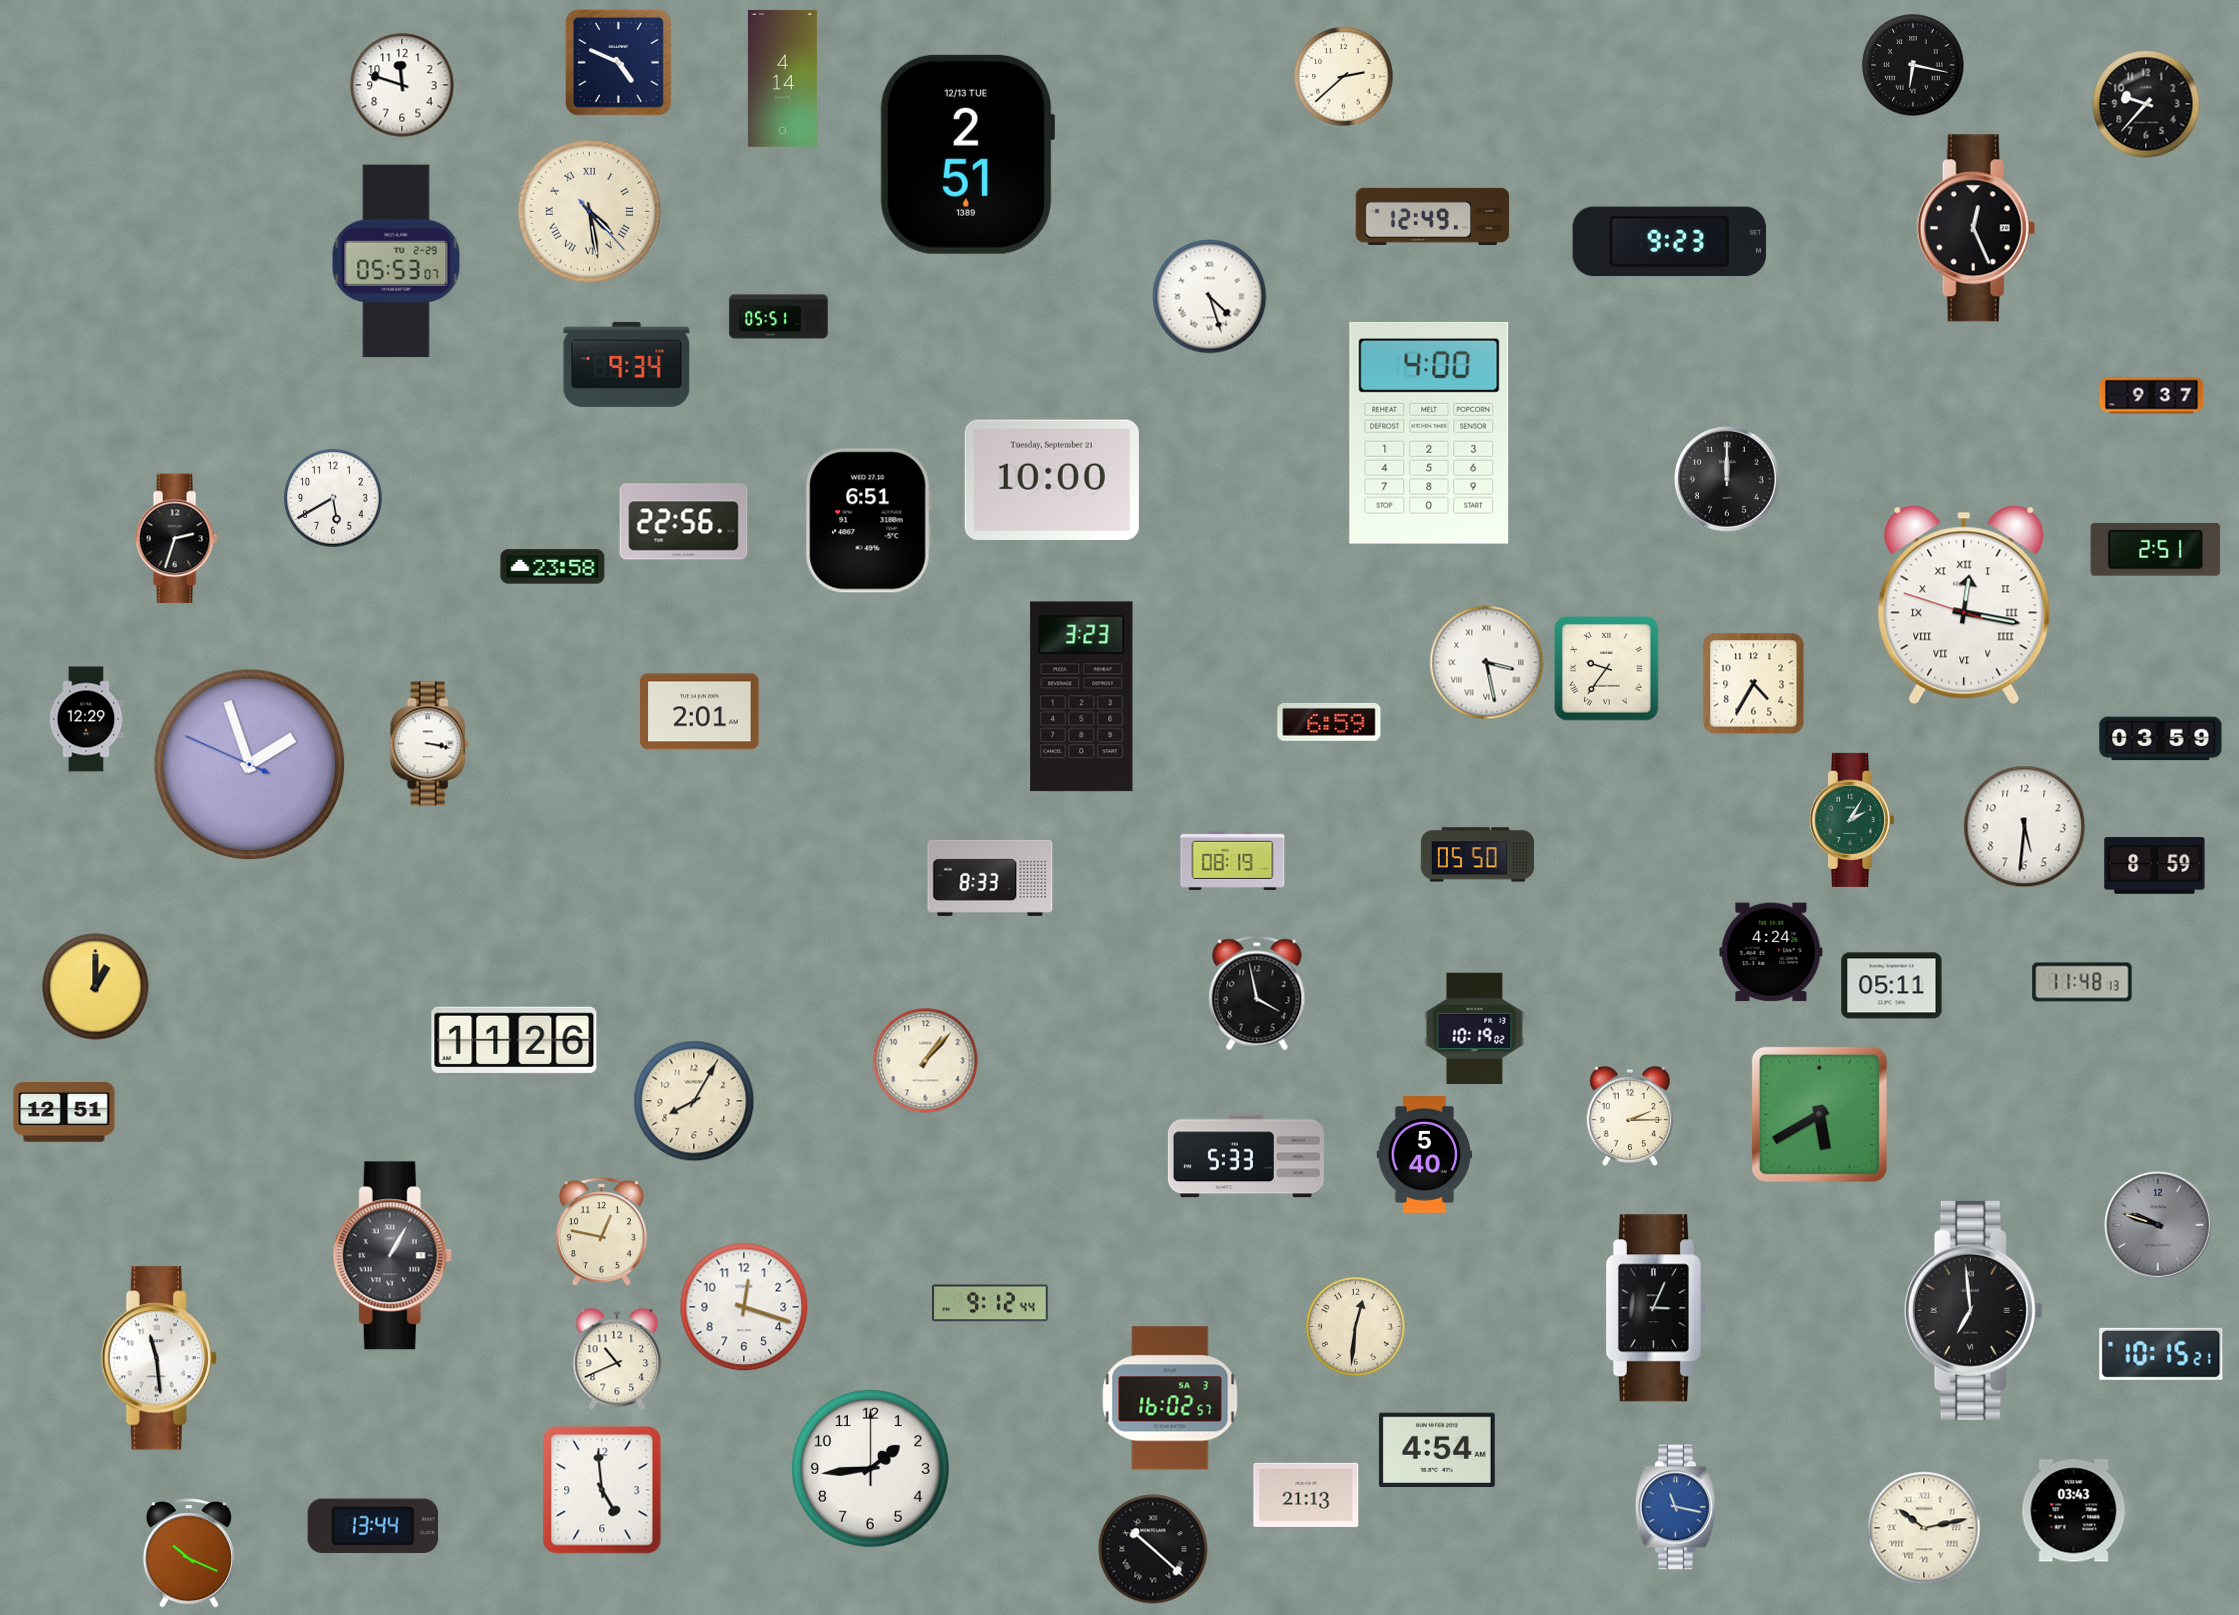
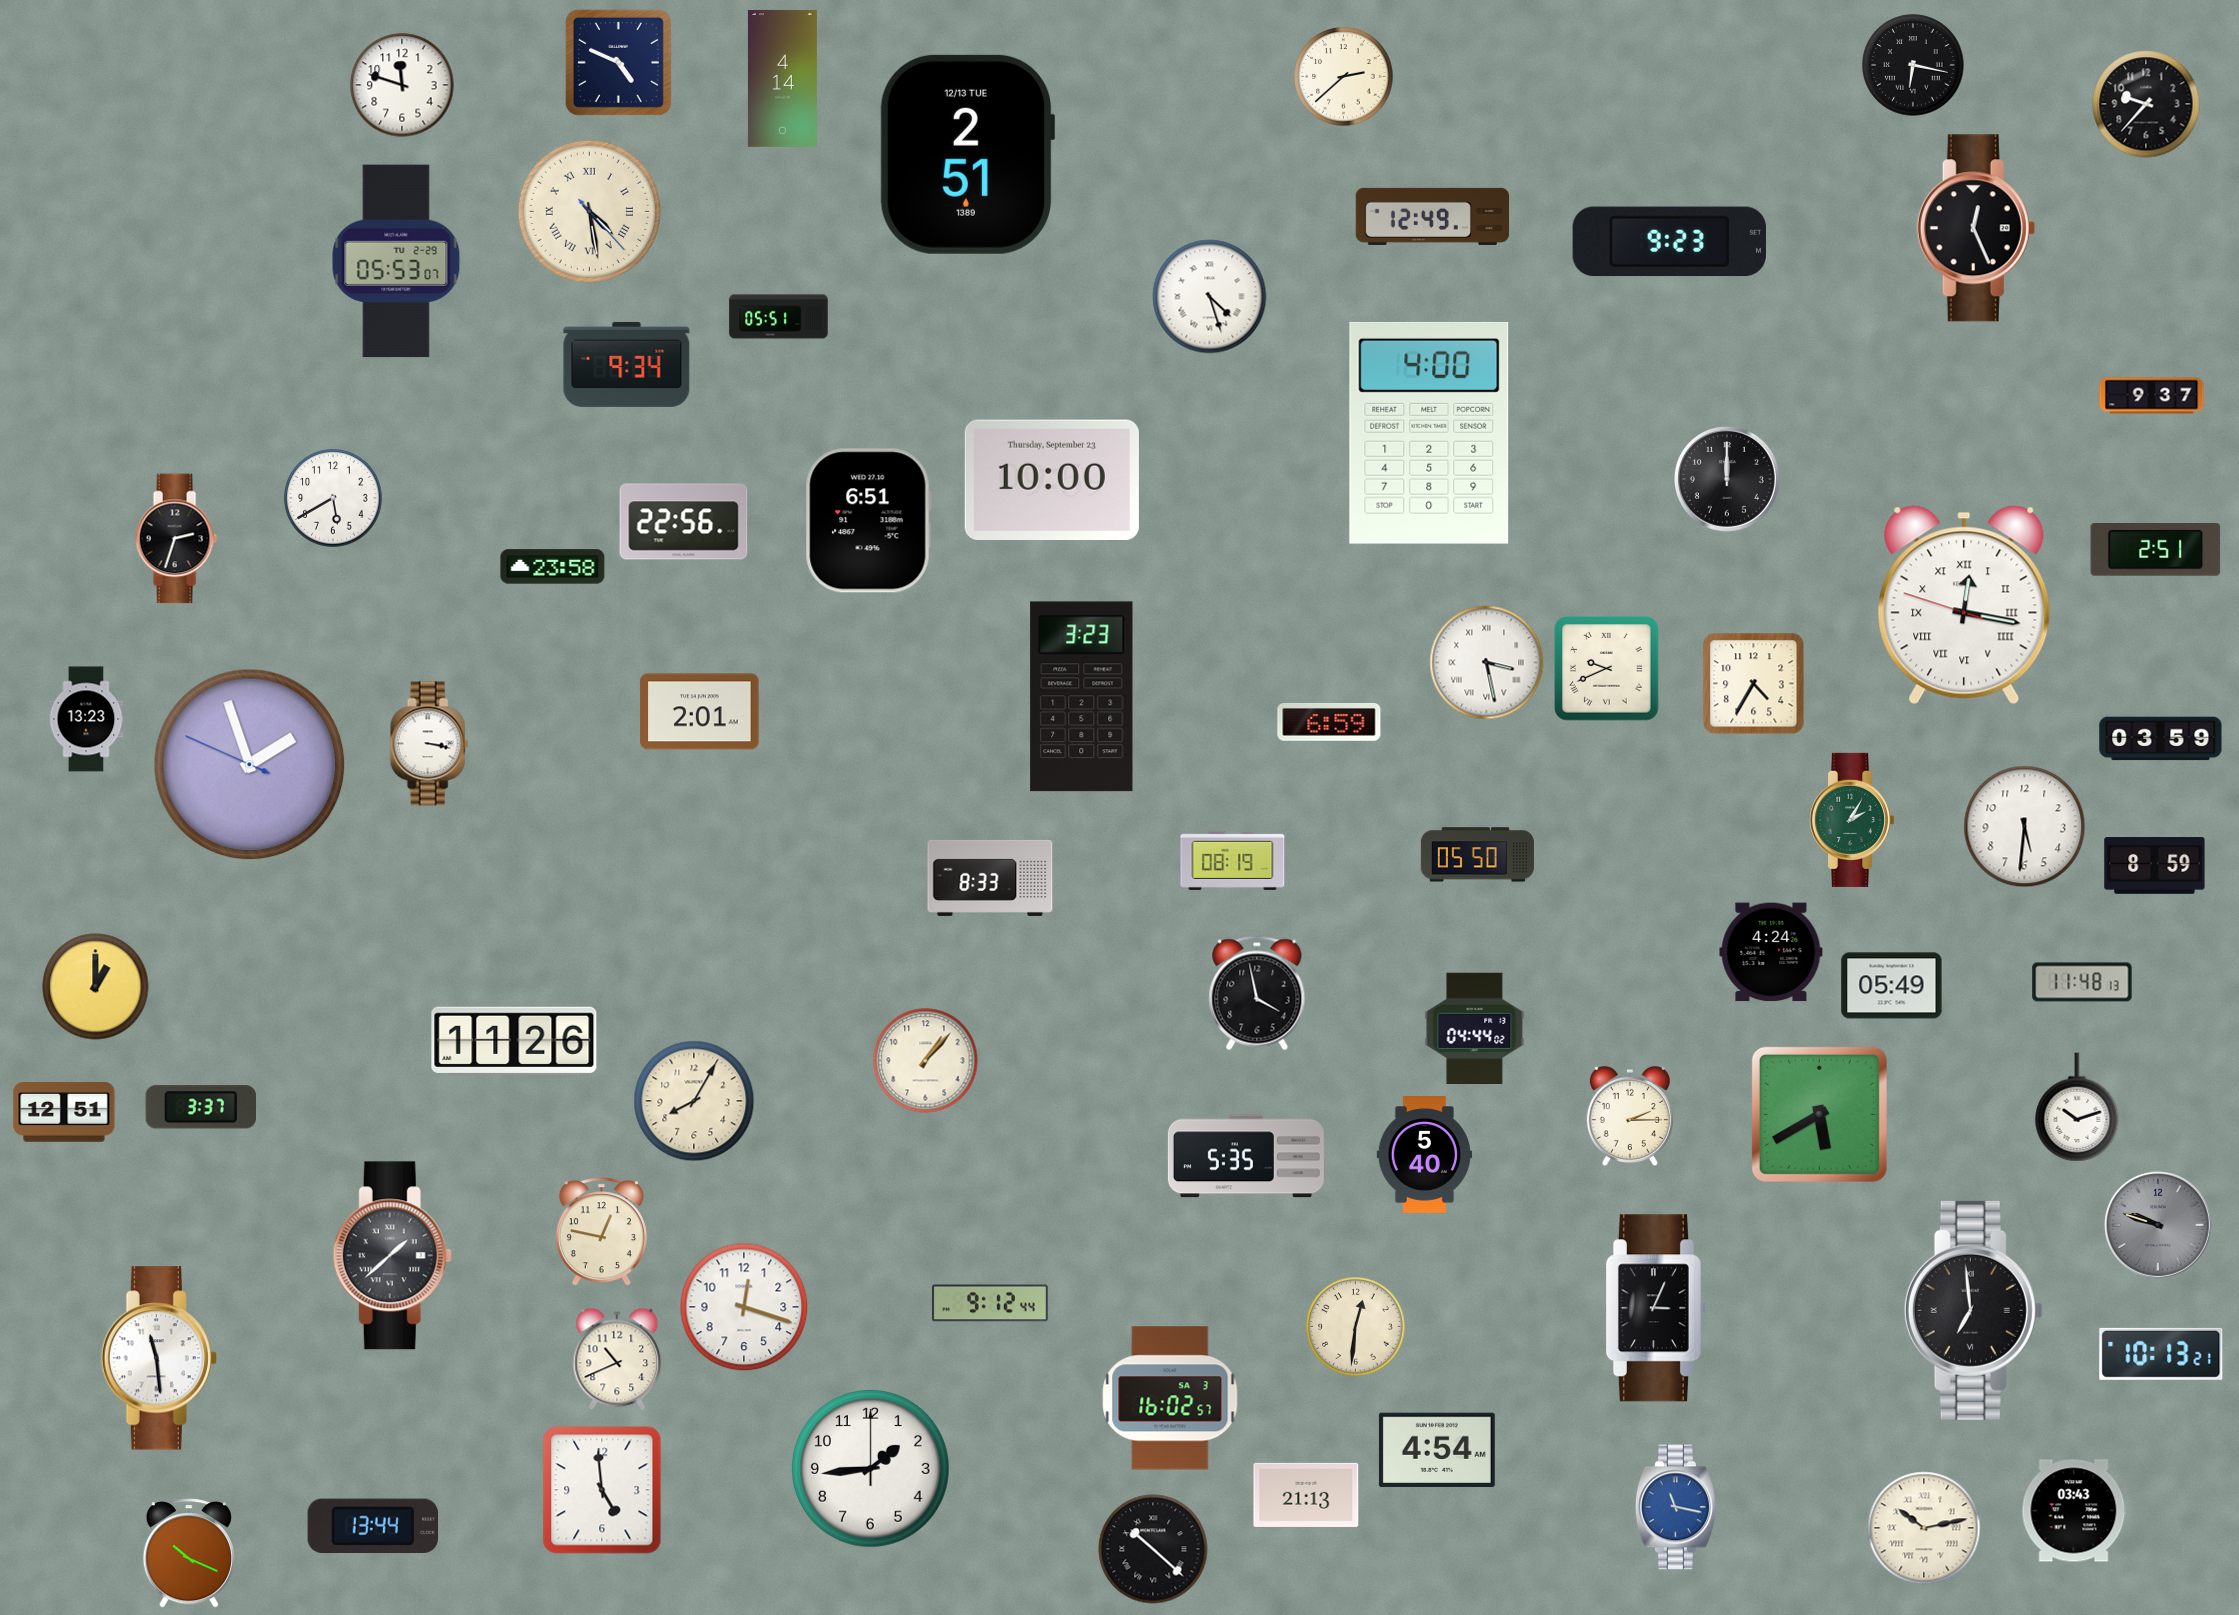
clock at (1052, 480) date: Tuesday, September 21 -> Thursday, September 23
clock at (1607, 669): 9:36 -> 9:41
clock at (86, 719): 12:29 -> 13:23
clock at (1892, 986): 05:11 -> 05:49
clock at (1475, 1028): 10:19 -> 04:44
clock at (200, 1107): none -> 3:37
clock at (2077, 1107): none -> 10:12
clock at (1246, 1156): 5:33 -> 5:35
clock at (392, 1256): 1:05 -> 1:38
clock at (2161, 1354): 10:15 -> 10:13
